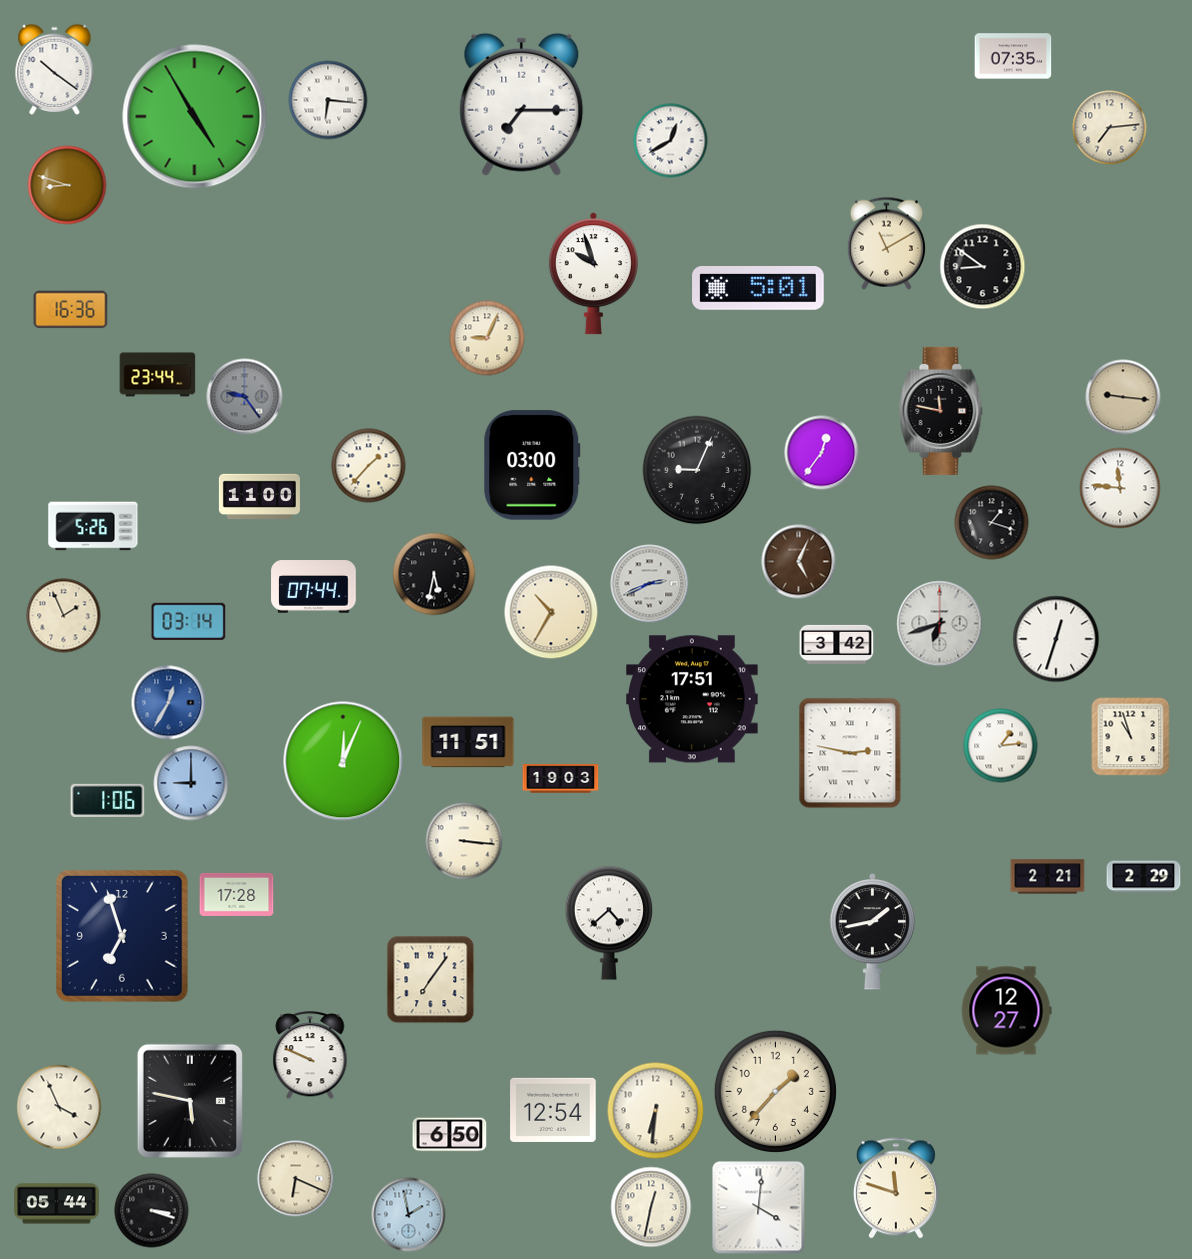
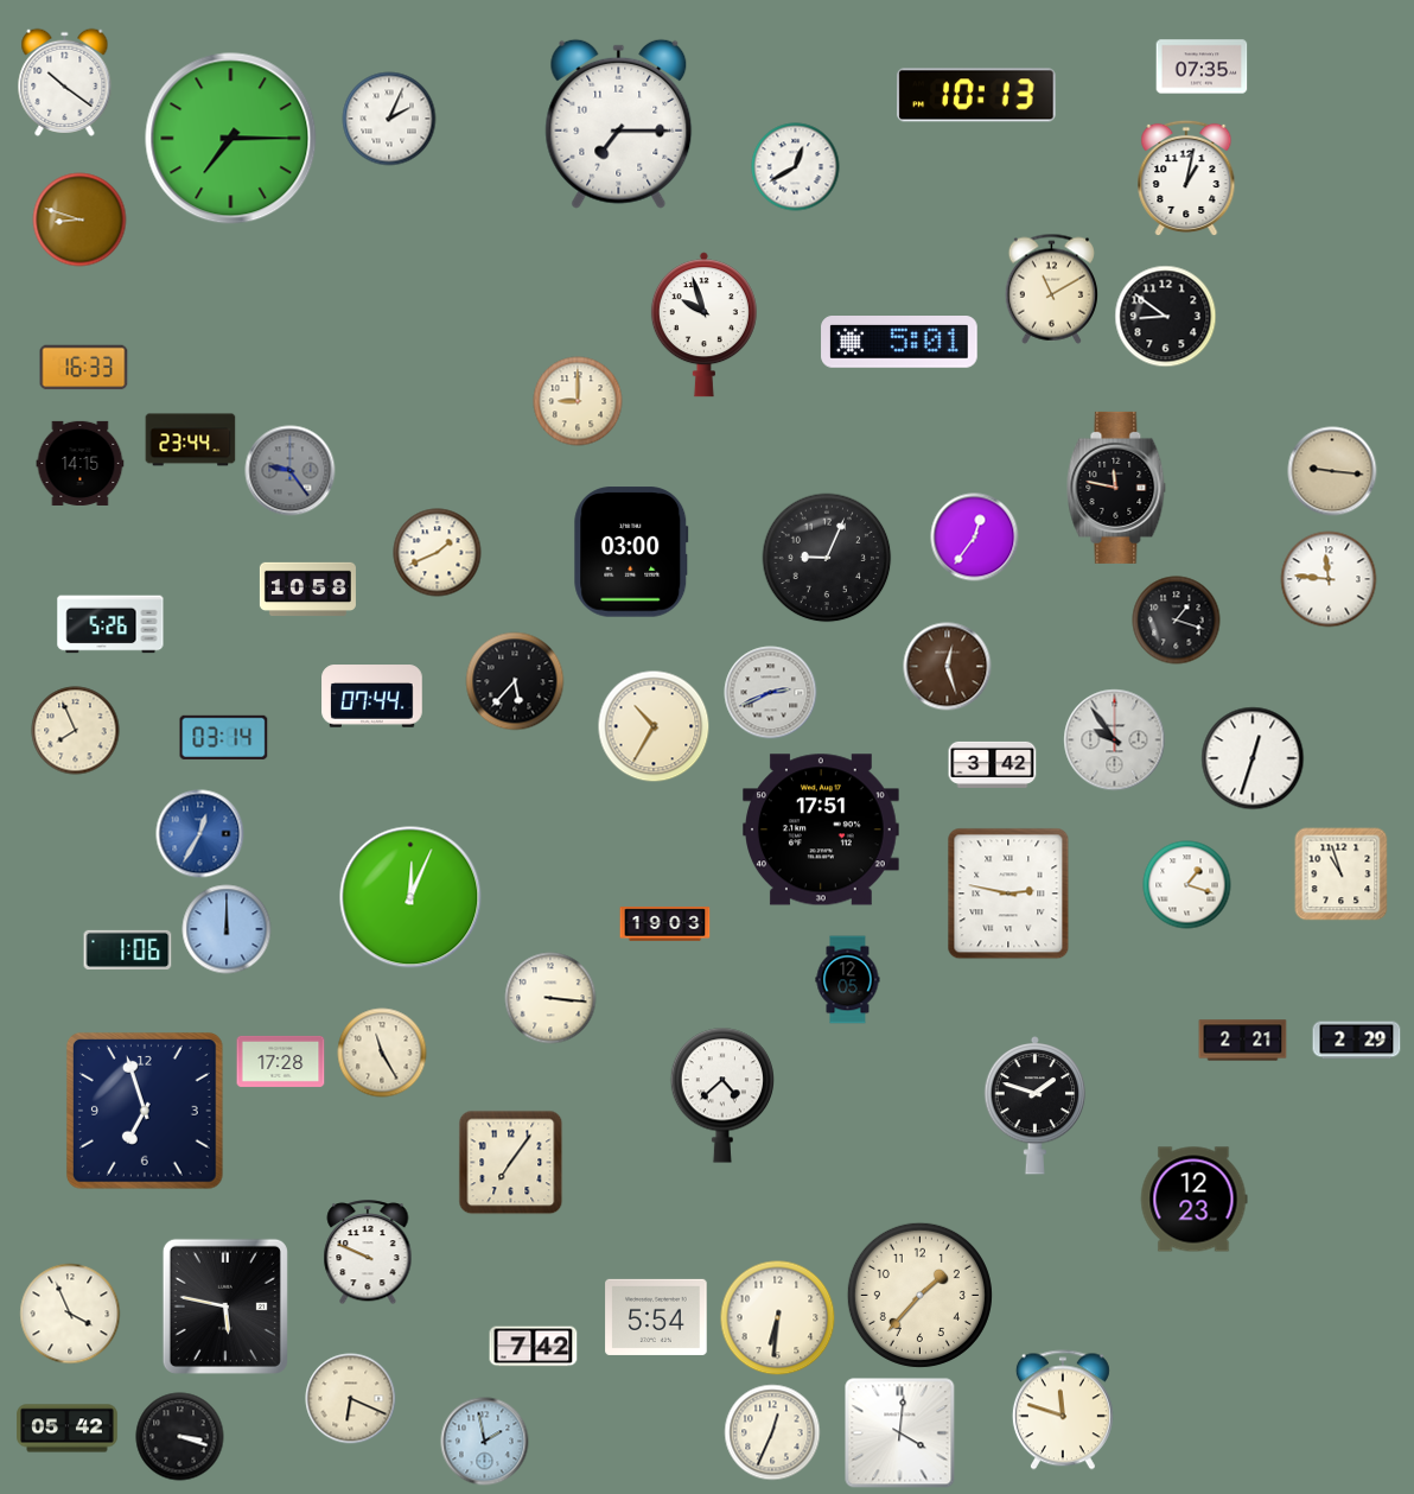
clock at (976, 95): none -> 10:13
clock at (328, 100): 6:16 -> 2:04
clock at (195, 117): 4:55 -> 7:15
clock at (1110, 128): 7:14 -> none
clock at (1186, 178): none -> 1:02
clock at (71, 310): 16:36 -> 16:33
clock at (487, 338): 9:04 -> 9:00
clock at (158, 375) position: (158, 375) -> (191, 440)
clock at (81, 463): none -> 14:15
clock at (369, 466): 1:37 -> 1:41
clock at (259, 497): 11:00 -> 10:58
clock at (799, 562): 5:04 -> 12:27
clock at (434, 574): 5:32 -> 5:37
clock at (64, 616): 1:56 -> 7:56
clock at (940, 624): 6:42 -> 9:54
clock at (468, 742): 11:51 -> none
clock at (1001, 746): 1:14 -> 1:18
clock at (343, 761) position: (343, 761) -> (410, 897)
clock at (191, 783): 9:00 -> 12:00
clock at (848, 980): none -> 12:05
clock at (382, 1053): none -> 11:25
clock at (873, 931): 1:43 -> 1:48
clock at (1006, 1011): 12:27 -> 12:23
clock at (553, 1110): 12:54 -> 5:54
clock at (450, 1135): 6:50 -> 7:42
clock at (57, 1204): 05:44 -> 05:42
clock at (651, 1207): 12:32 -> 12:34
